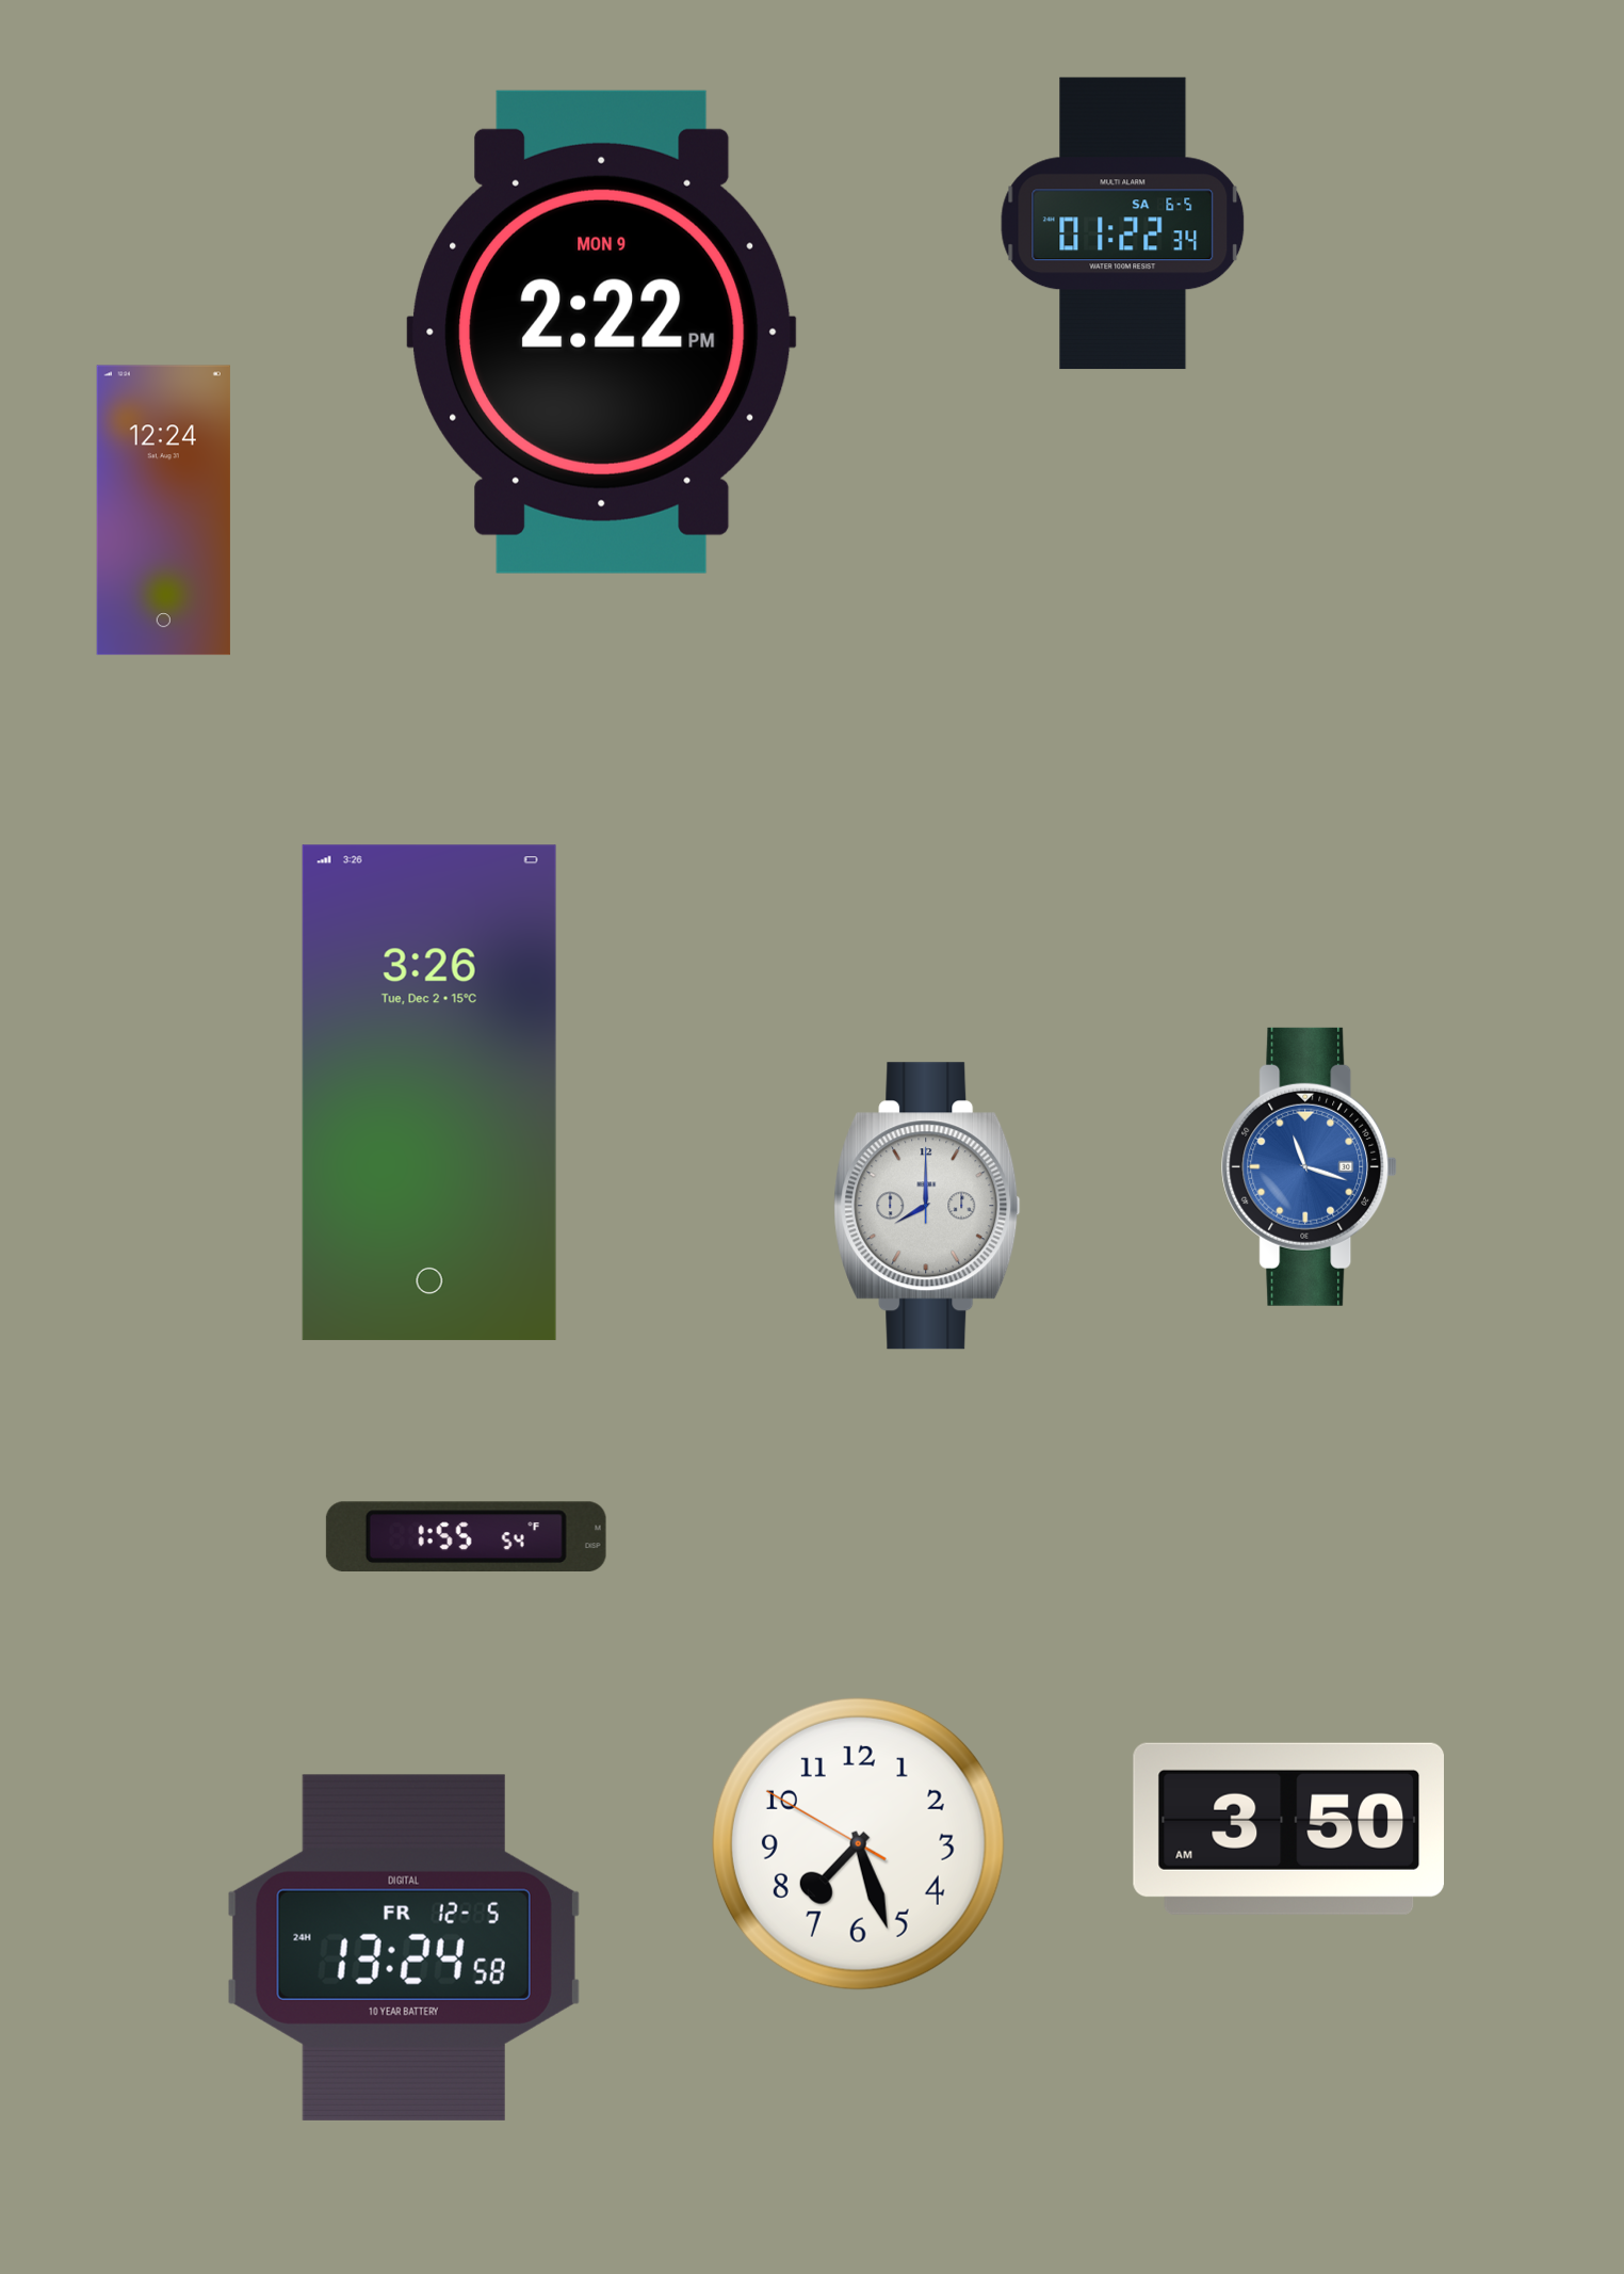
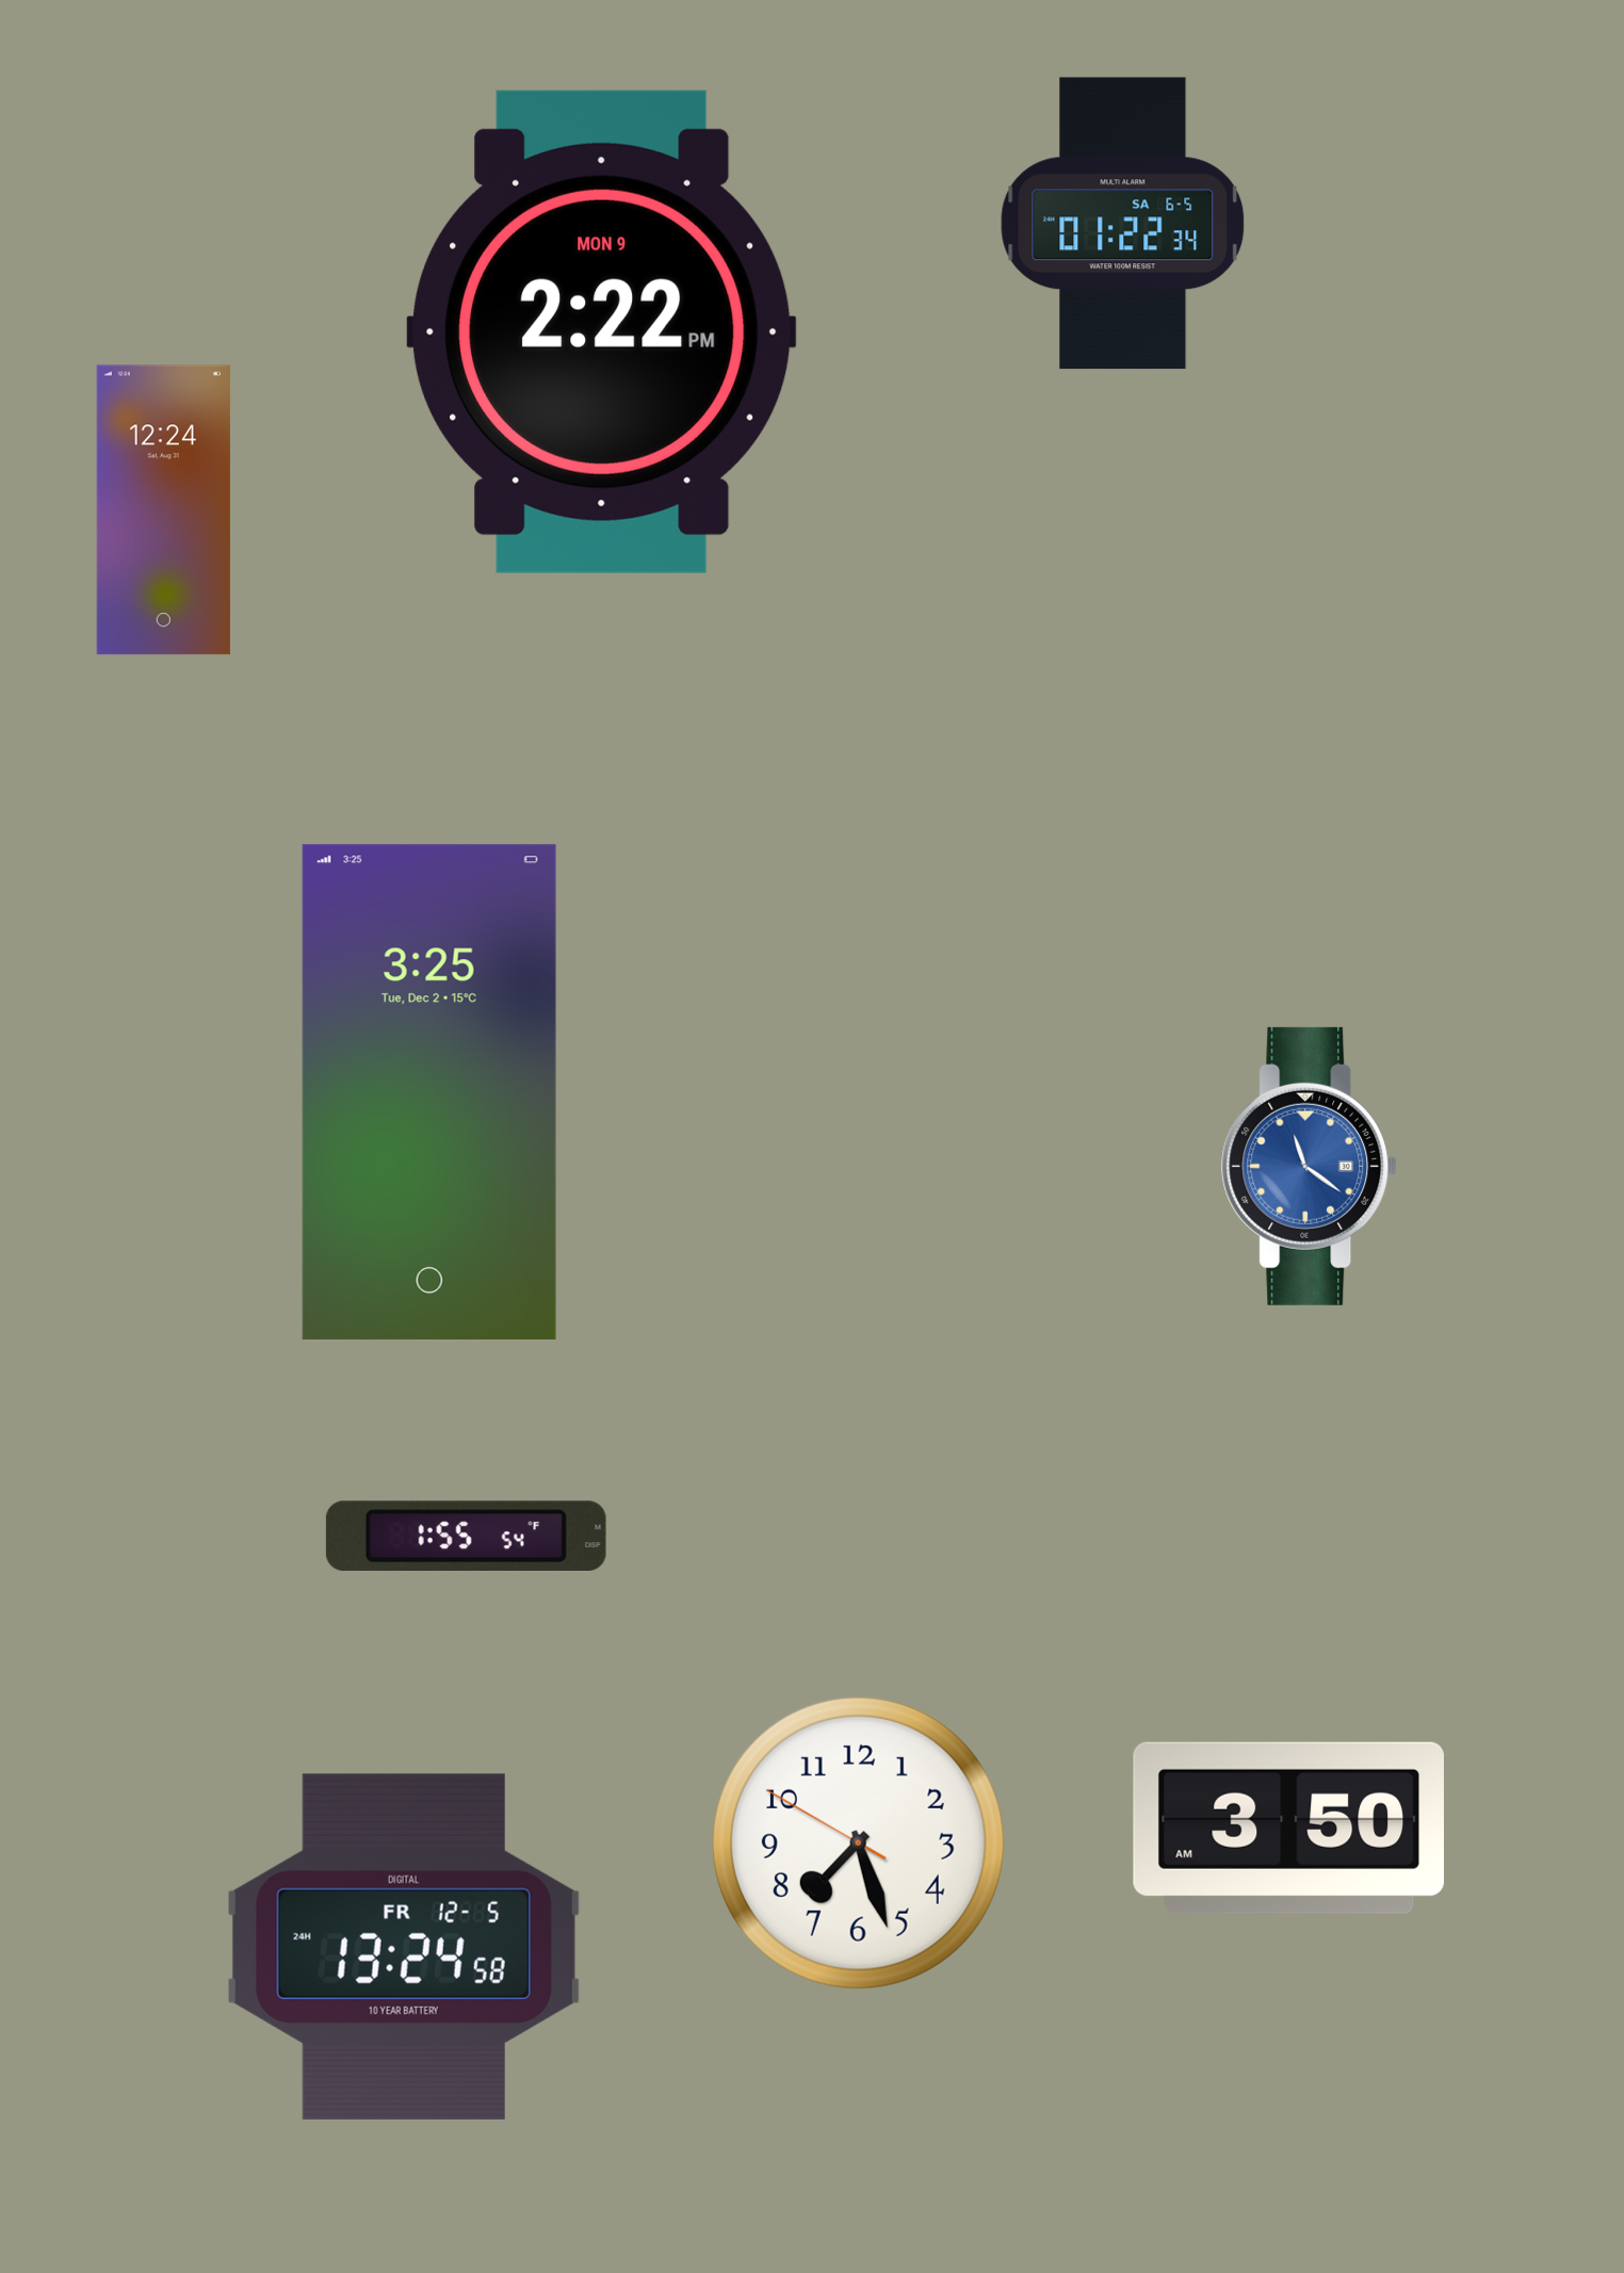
clock at (429, 1093): 3:26 -> 3:25
clock at (1310, 1166): 11:18 -> 11:21
clock at (927, 1206): 8:00 -> none
